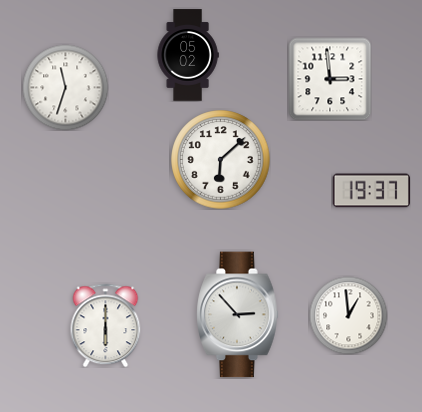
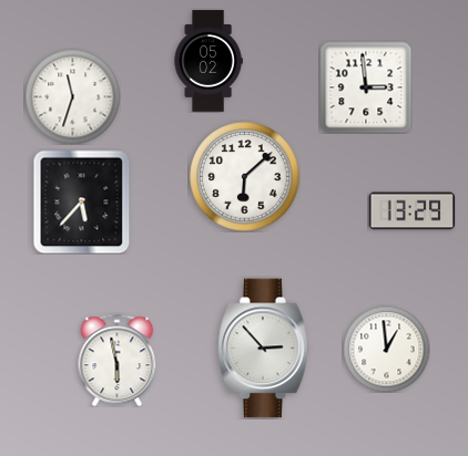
clock at (82, 201): none -> 5:37
clock at (371, 191): 19:37 -> 13:29
clock at (106, 325): 6:00 -> 5:58
